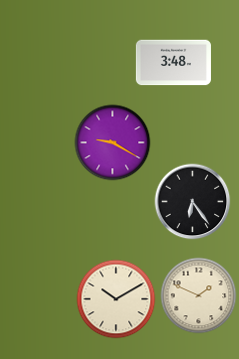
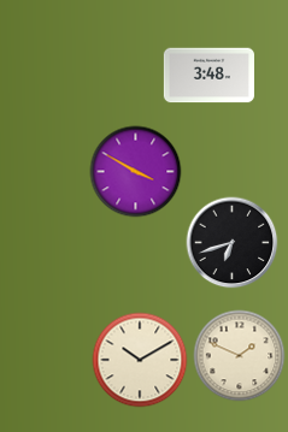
clock at (113, 143): 9:20 -> 3:50
clock at (193, 202): 6:24 -> 6:42
